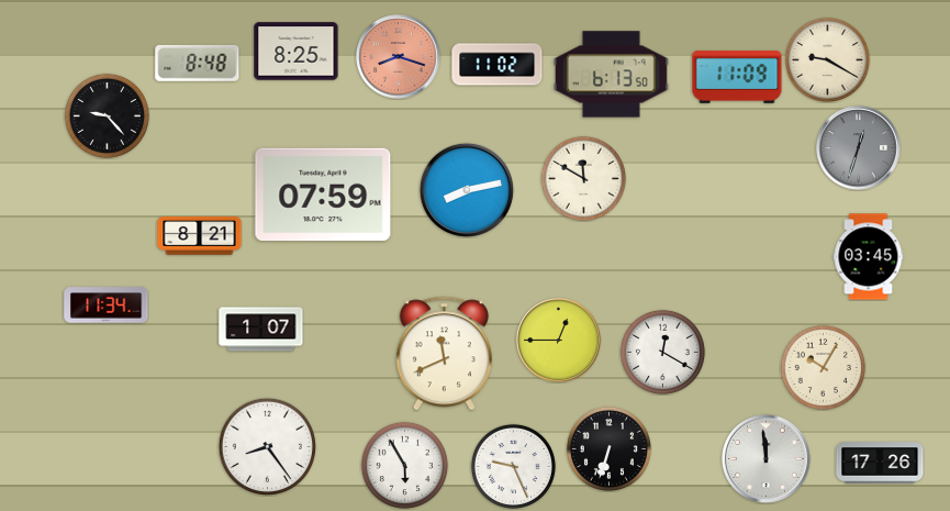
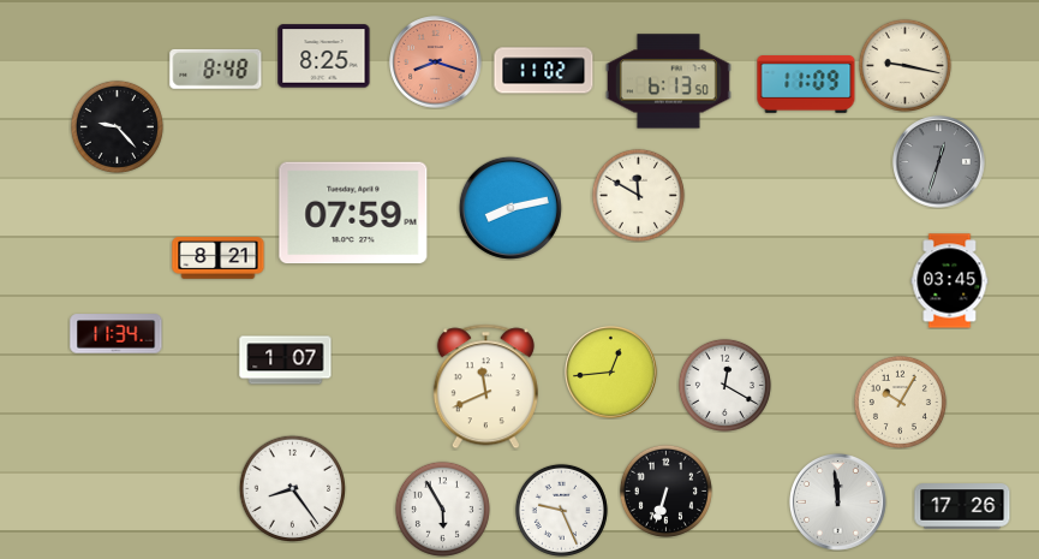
clock at (827, 59): 9:20 -> 9:17
clock at (559, 341): 12:45 -> 12:44
